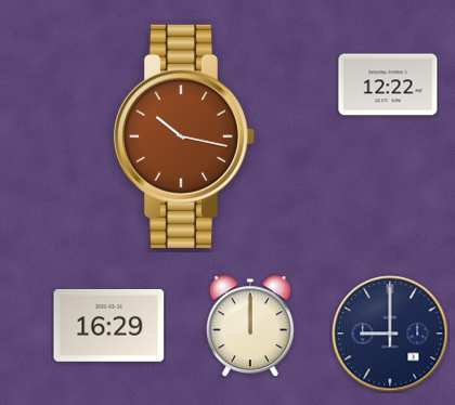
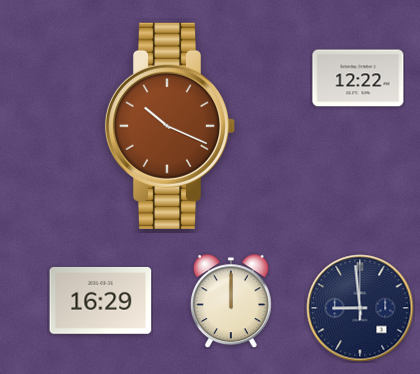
clock at (183, 136): 10:17 -> 10:19
clock at (390, 334): 9:00 -> 8:59
